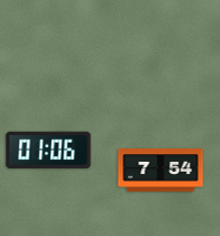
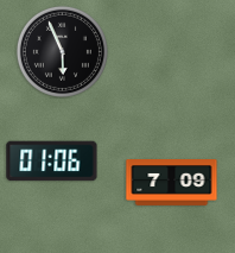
clock at (62, 51): none -> 5:56
clock at (161, 171): 7:54 -> 7:09
